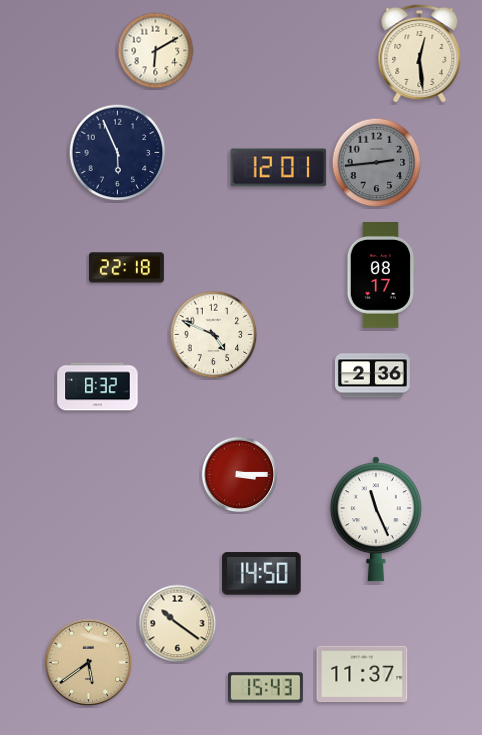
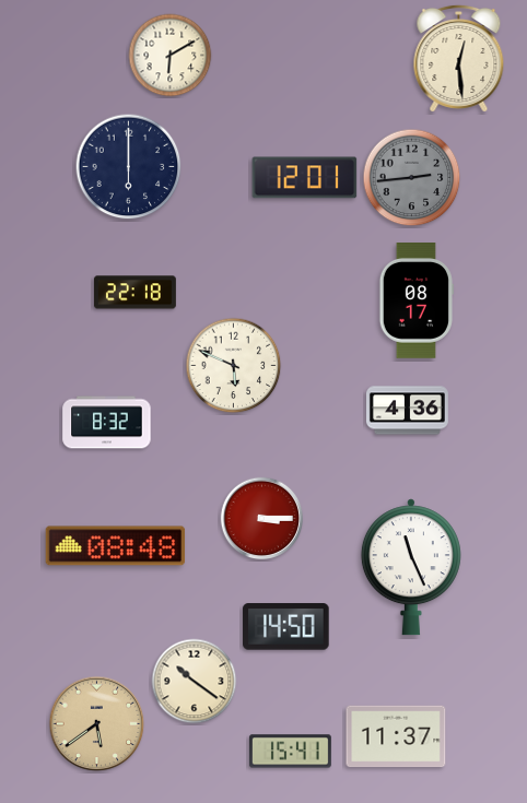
clock at (118, 153): 5:56 -> 6:00
clock at (279, 168) position: (279, 168) -> (305, 178)
clock at (126, 268) position: (126, 268) -> (134, 293)
clock at (214, 335): 4:49 -> 5:49
clock at (372, 376): 2:36 -> 4:36
clock at (116, 546): none -> 08:48
clock at (265, 688): 15:43 -> 15:41
